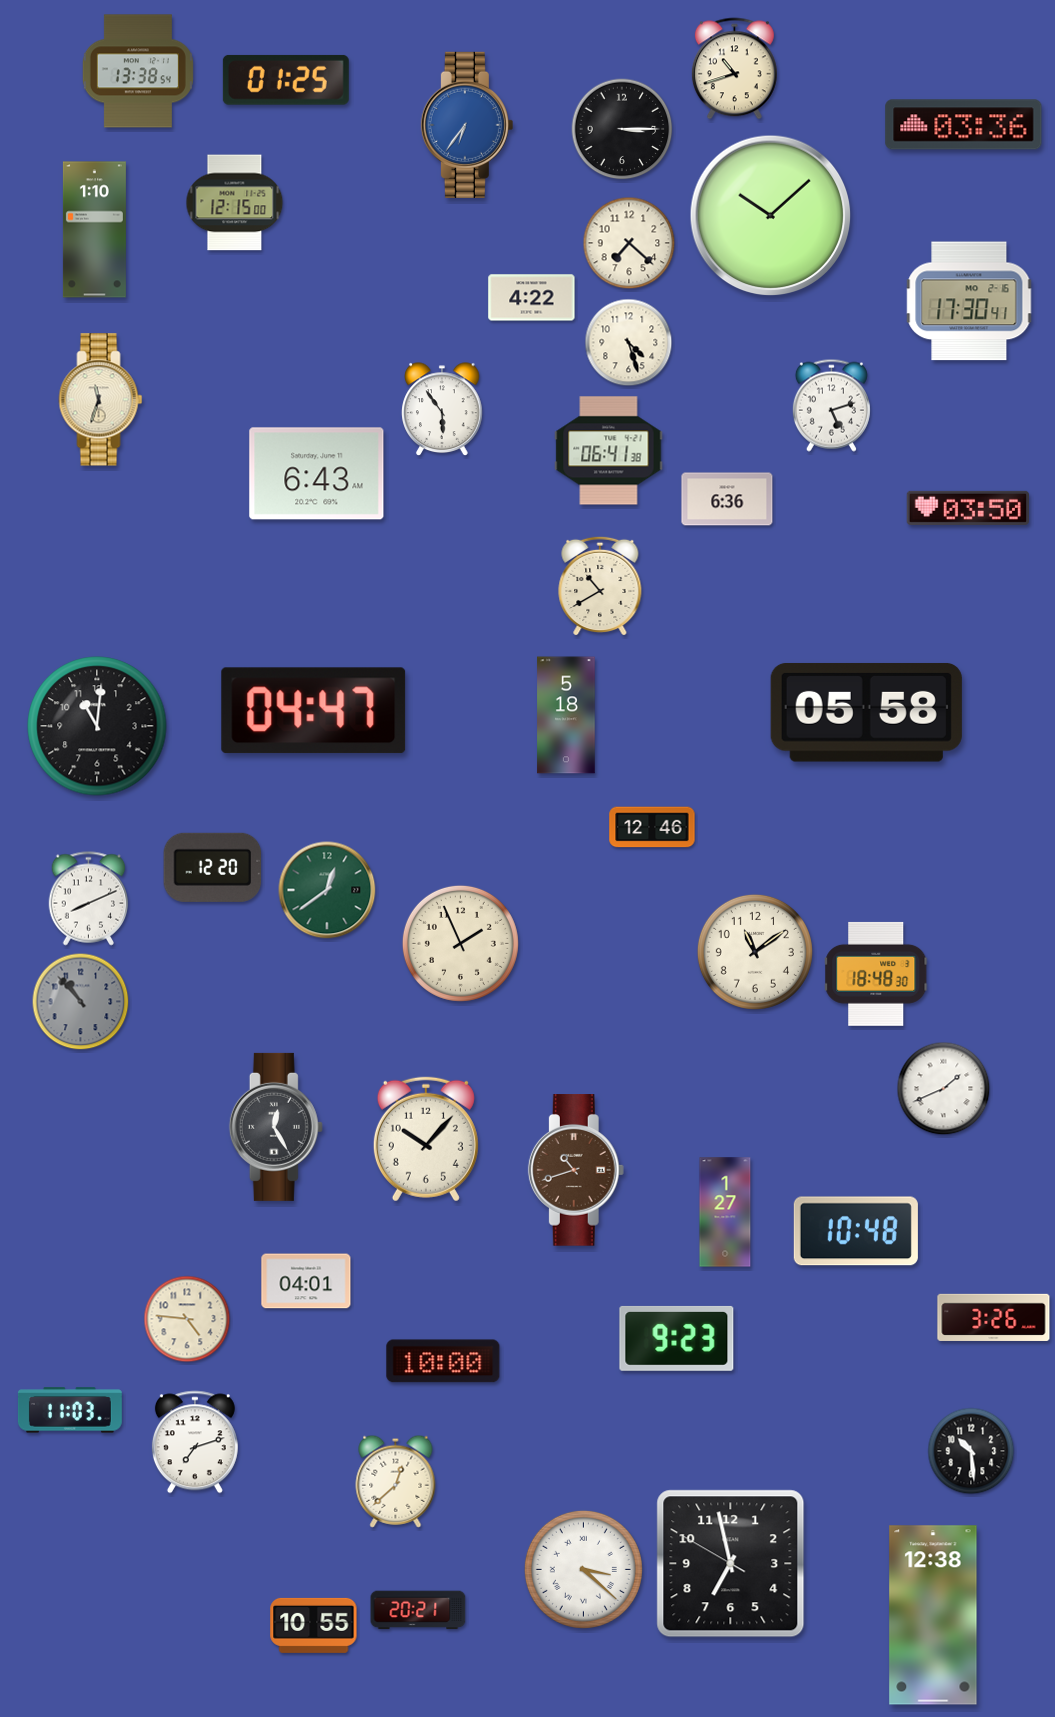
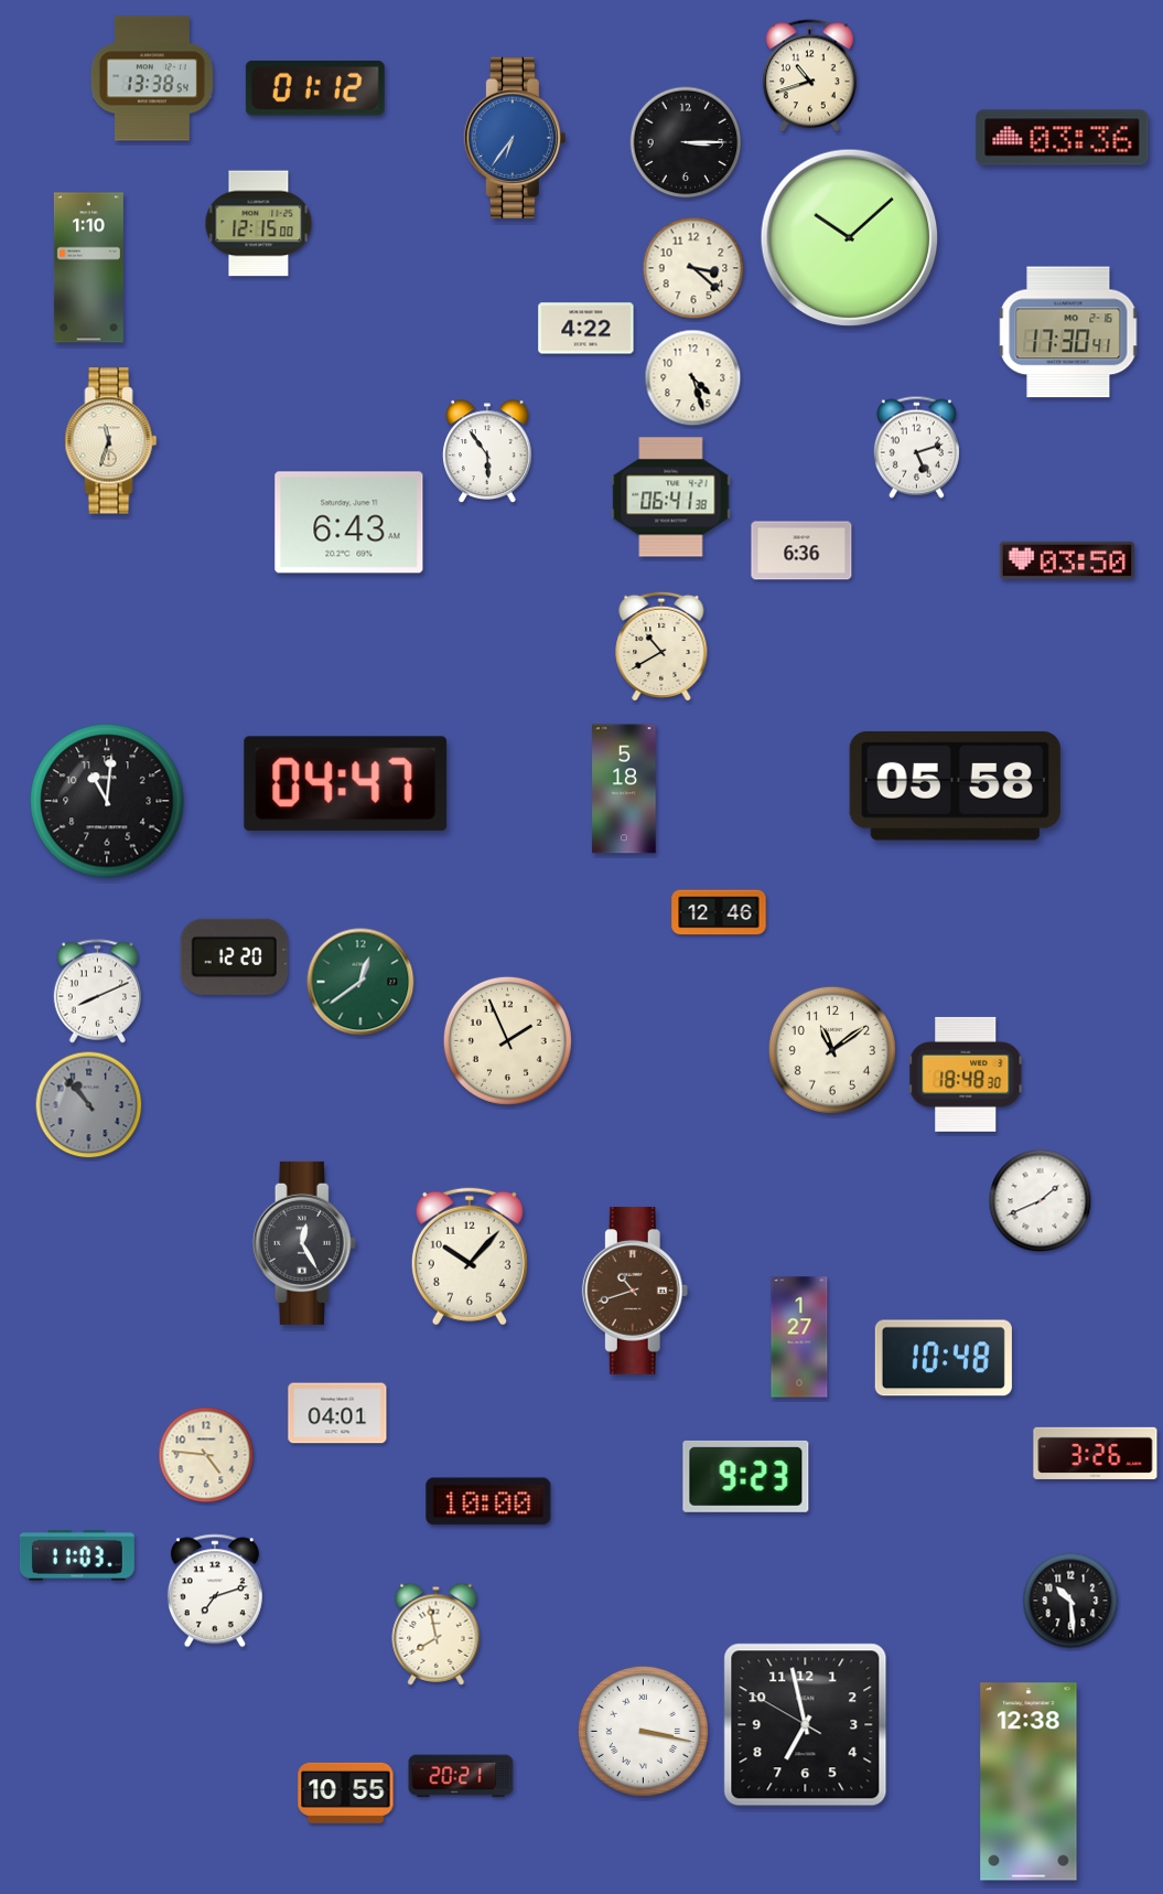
clock at (286, 80): 01:25 -> 01:12
clock at (94, 230) position: (94, 230) -> (88, 268)
clock at (629, 243): 7:22 -> 3:22
clock at (396, 1481): 12:38 -> 7:58
clock at (583, 1569): 3:22 -> 3:17
